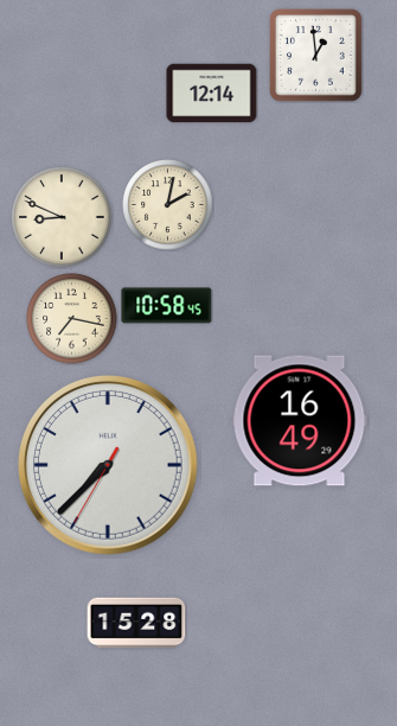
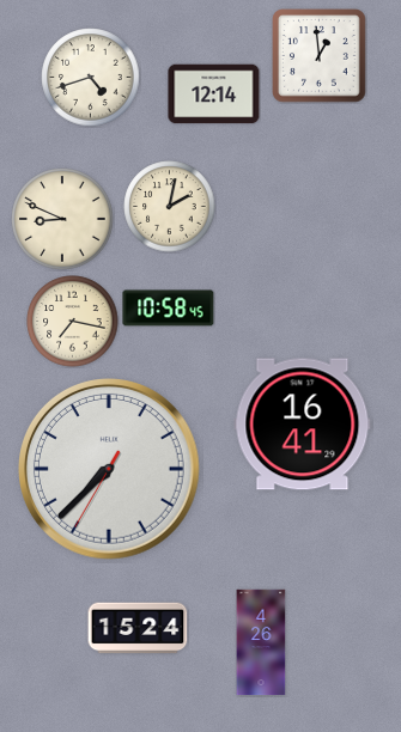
clock at (91, 78): none -> 4:42
clock at (300, 421): 16:49 -> 16:41
clock at (136, 623): 15:28 -> 15:24
clock at (261, 642): none -> 4:26
